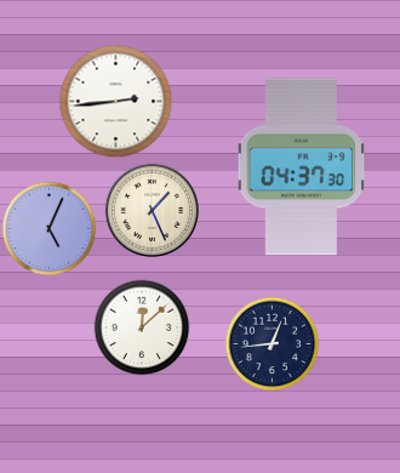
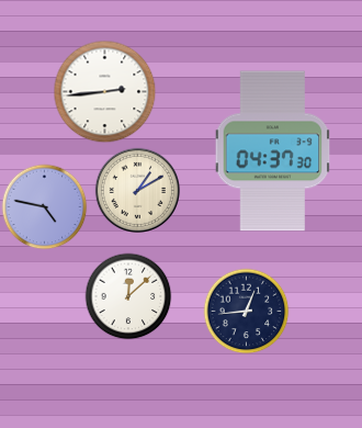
clock at (152, 210): 1:26 -> 1:10
clock at (48, 228): 5:04 -> 4:47
